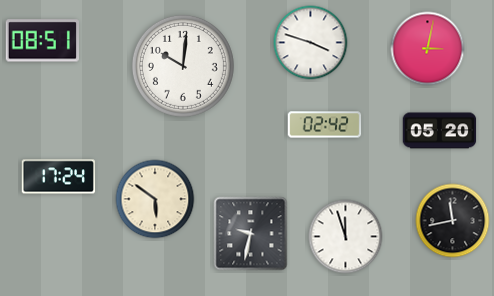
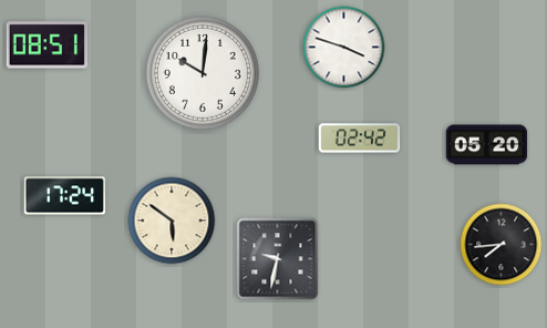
clock at (428, 49): 3:02 -> none
clock at (453, 221): 11:43 -> 7:44
clock at (346, 237): 11:57 -> none
